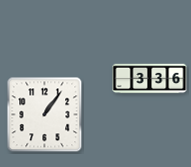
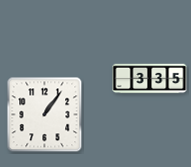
clock at (150, 79): 3:36 -> 3:35
